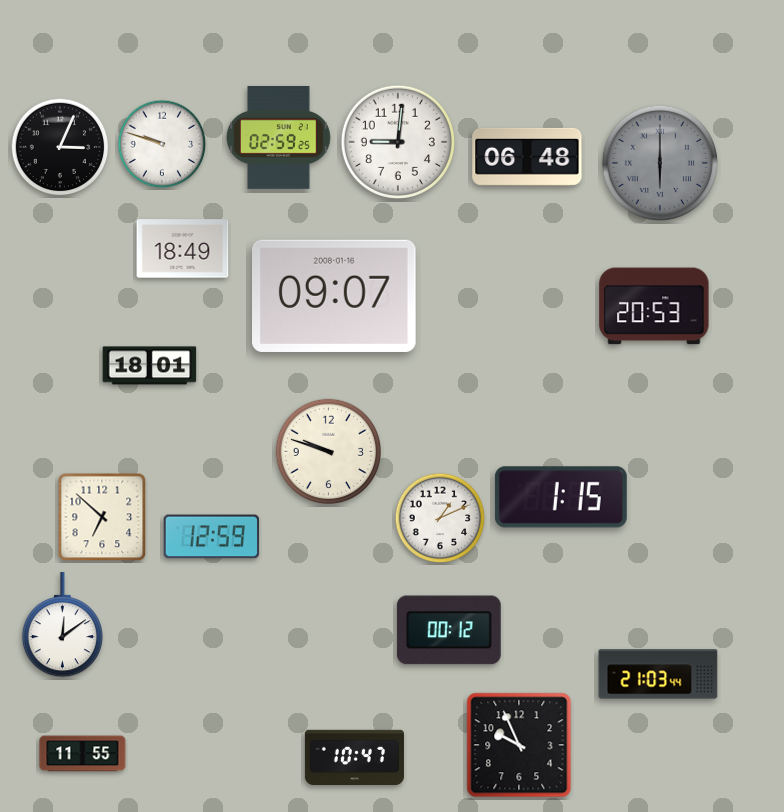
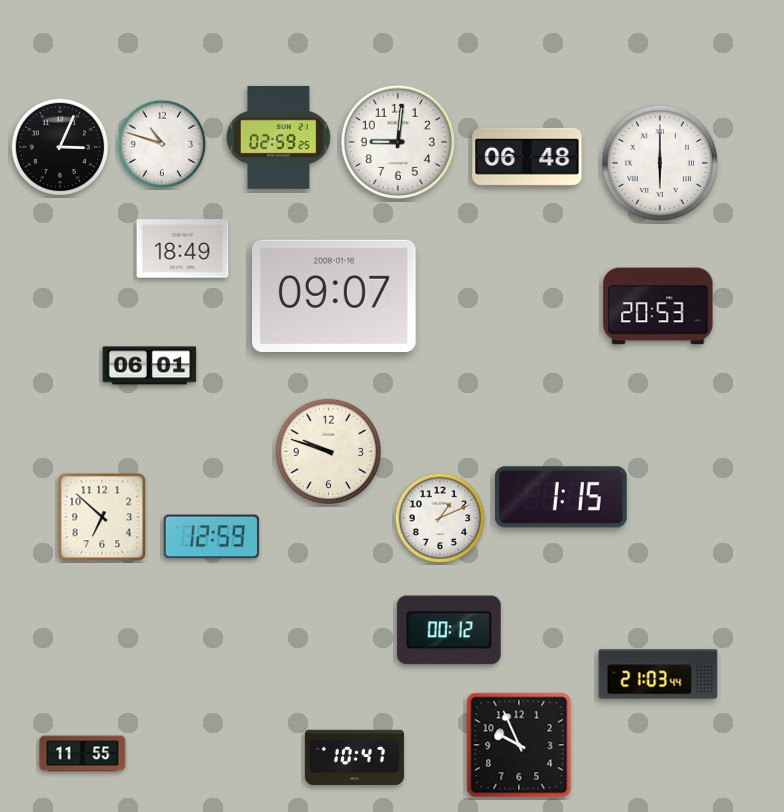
clock at (162, 144): 9:48 -> 10:48
clock at (660, 163) dial: grey -> white
clock at (654, 306) position: (654, 306) -> (658, 306)
clock at (150, 366): 18:01 -> 06:01
clock at (62, 625): 12:09 -> none
